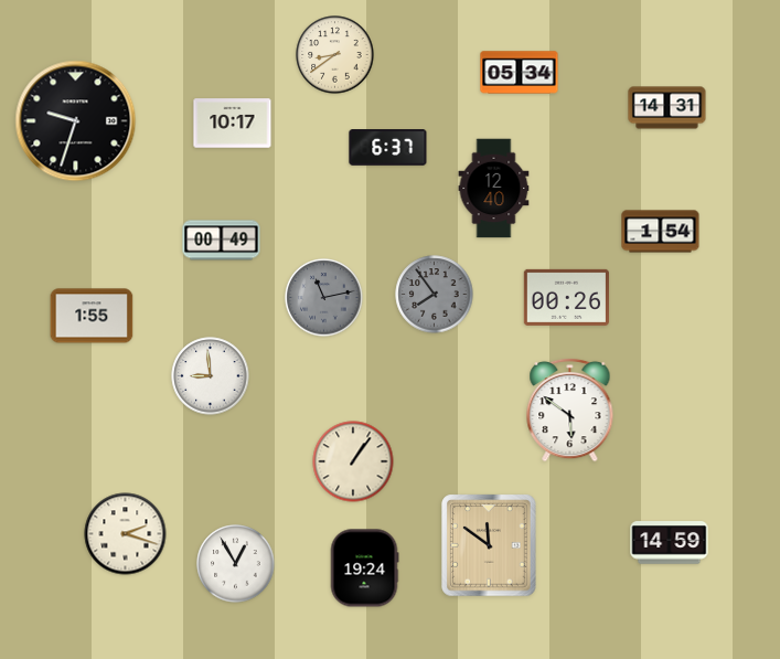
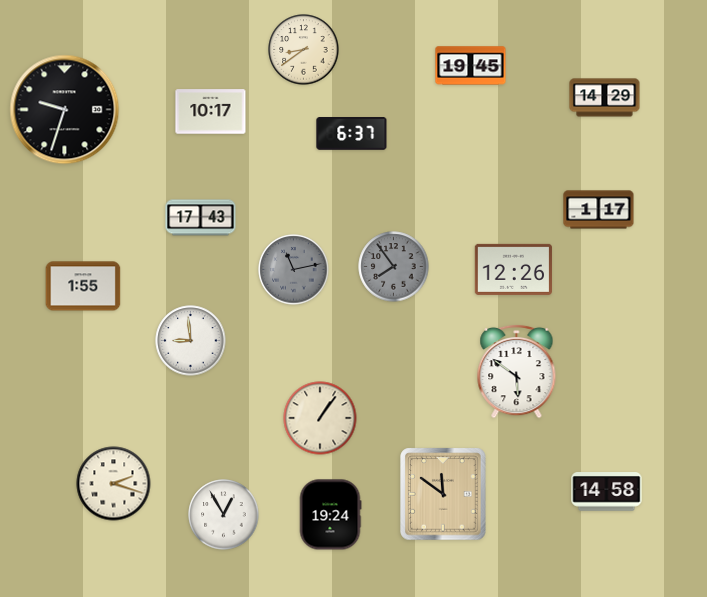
clock at (520, 73): 05:34 -> 19:45
clock at (667, 108): 14:31 -> 14:29
clock at (76, 121) position: (76, 121) -> (65, 110)
clock at (494, 189): 12:40 -> none
clock at (661, 232): 1:54 -> 1:17
clock at (222, 241): 00:49 -> 17:43
clock at (566, 297): 00:26 -> 12:26
clock at (670, 543): 14:59 -> 14:58
clock at (236, 564) position: (236, 564) -> (224, 515)
